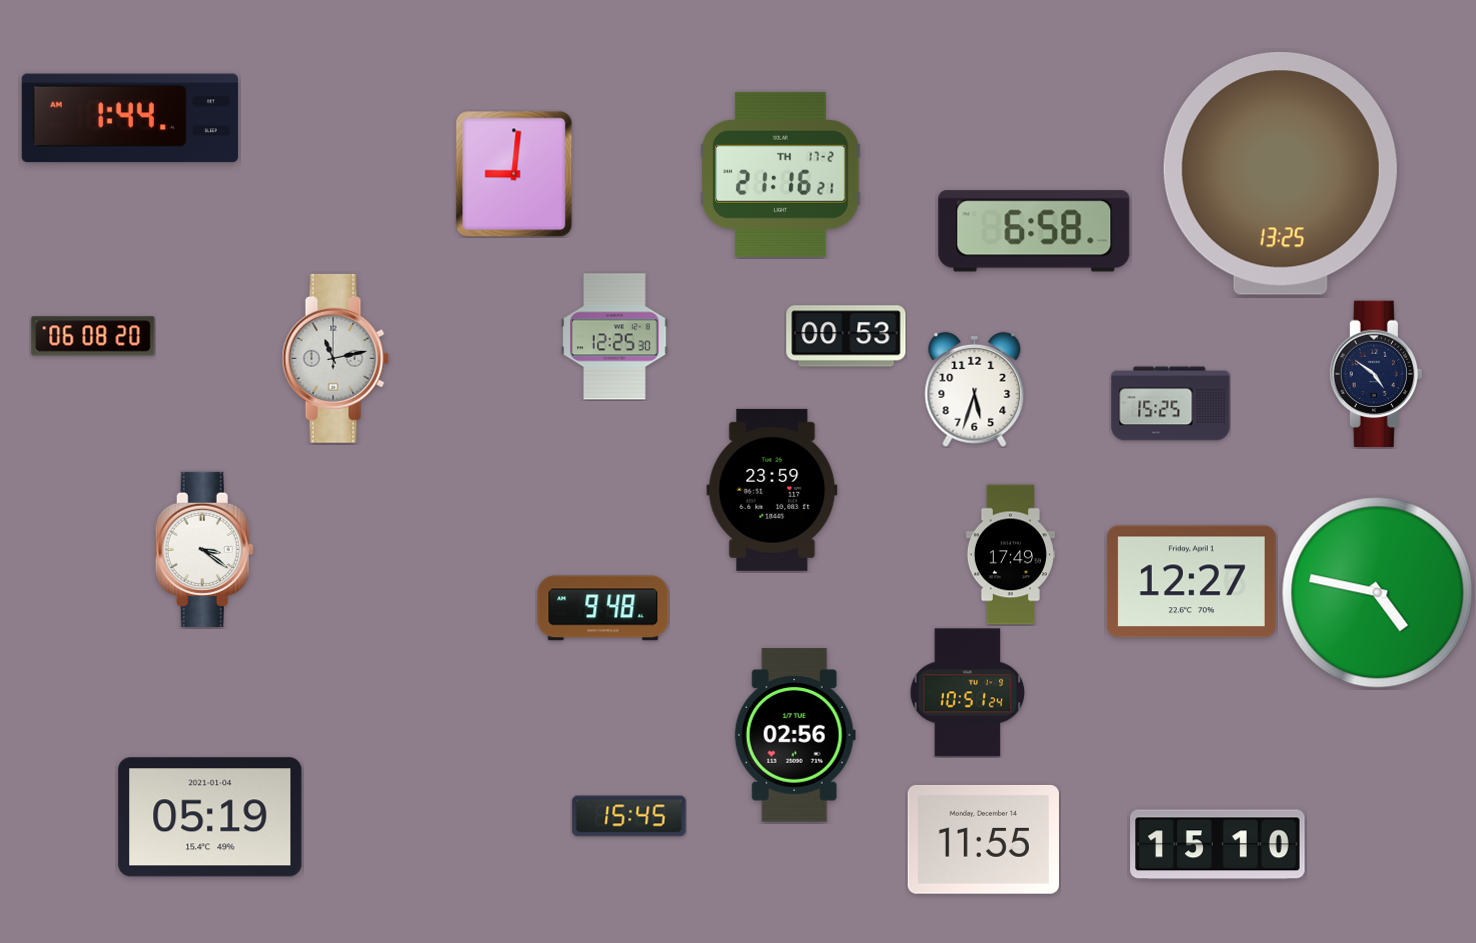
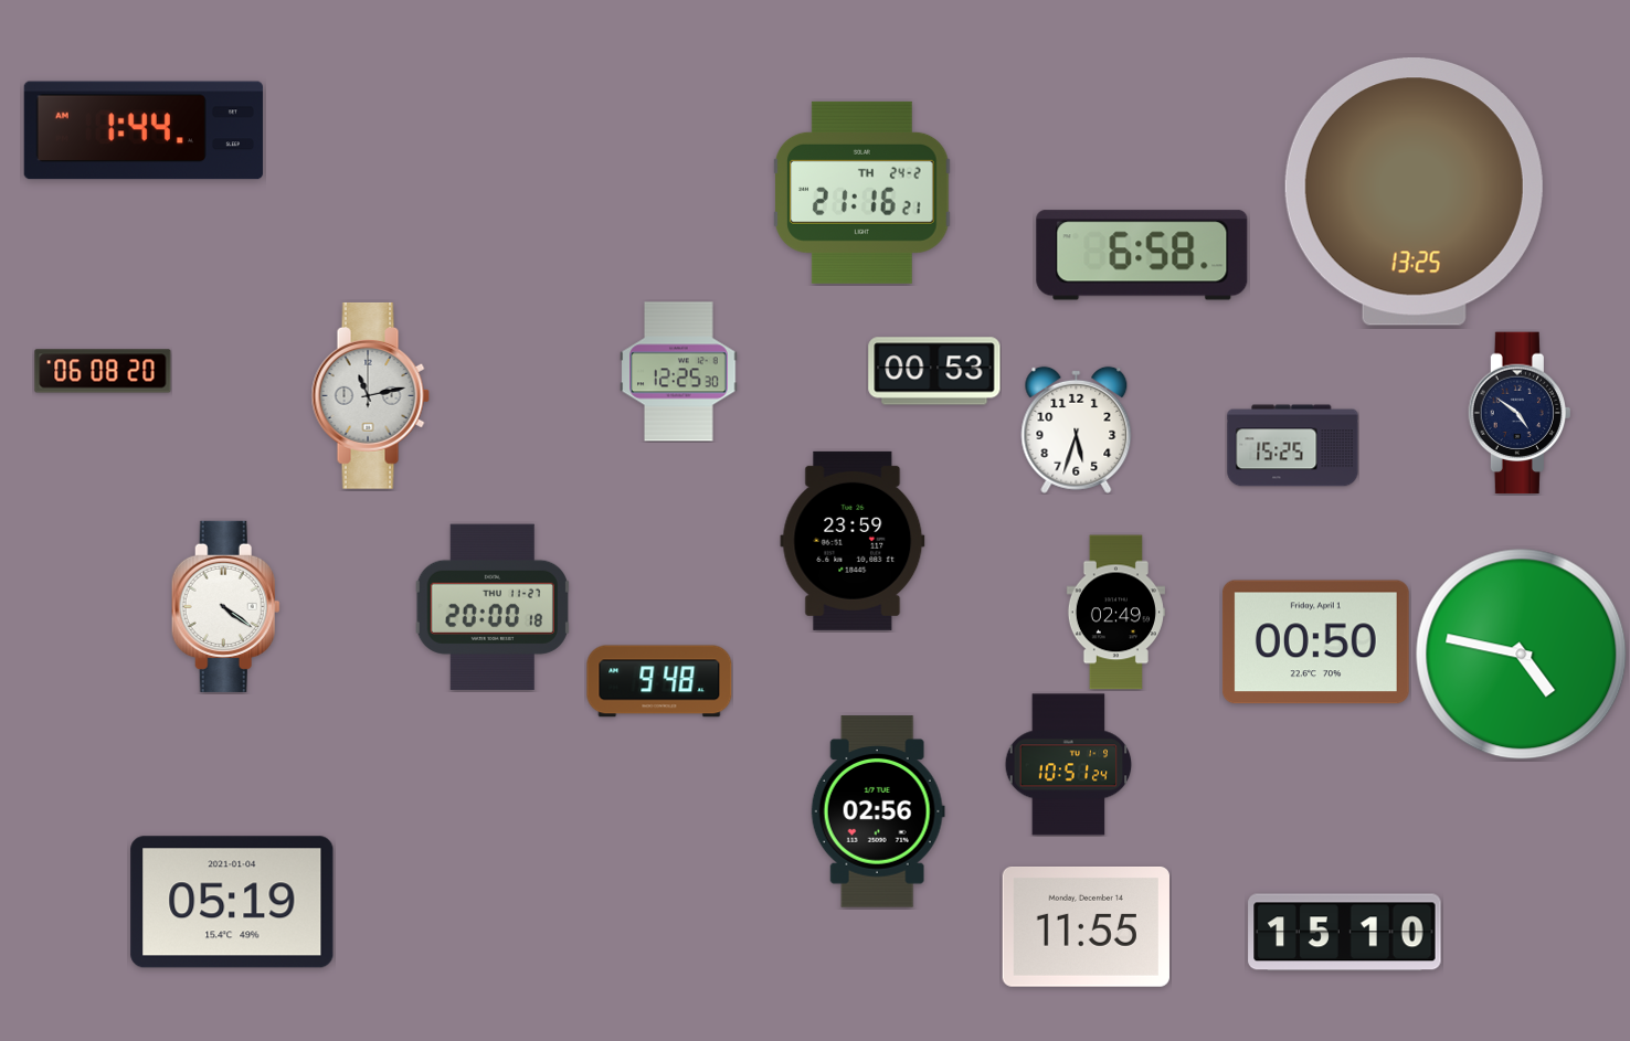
clock at (514, 174): 9:01 -> none
clock at (781, 174) date: TH 17-2 -> TH 24-2
clock at (204, 549): 3:21 -> 4:21
clock at (493, 607): none -> 20:00
clock at (1010, 555): 17:49 -> 02:49
clock at (1191, 582): 12:27 -> 00:50
clock at (603, 608) position: (603, 608) -> (659, 681)
clock at (629, 816): 15:45 -> none
